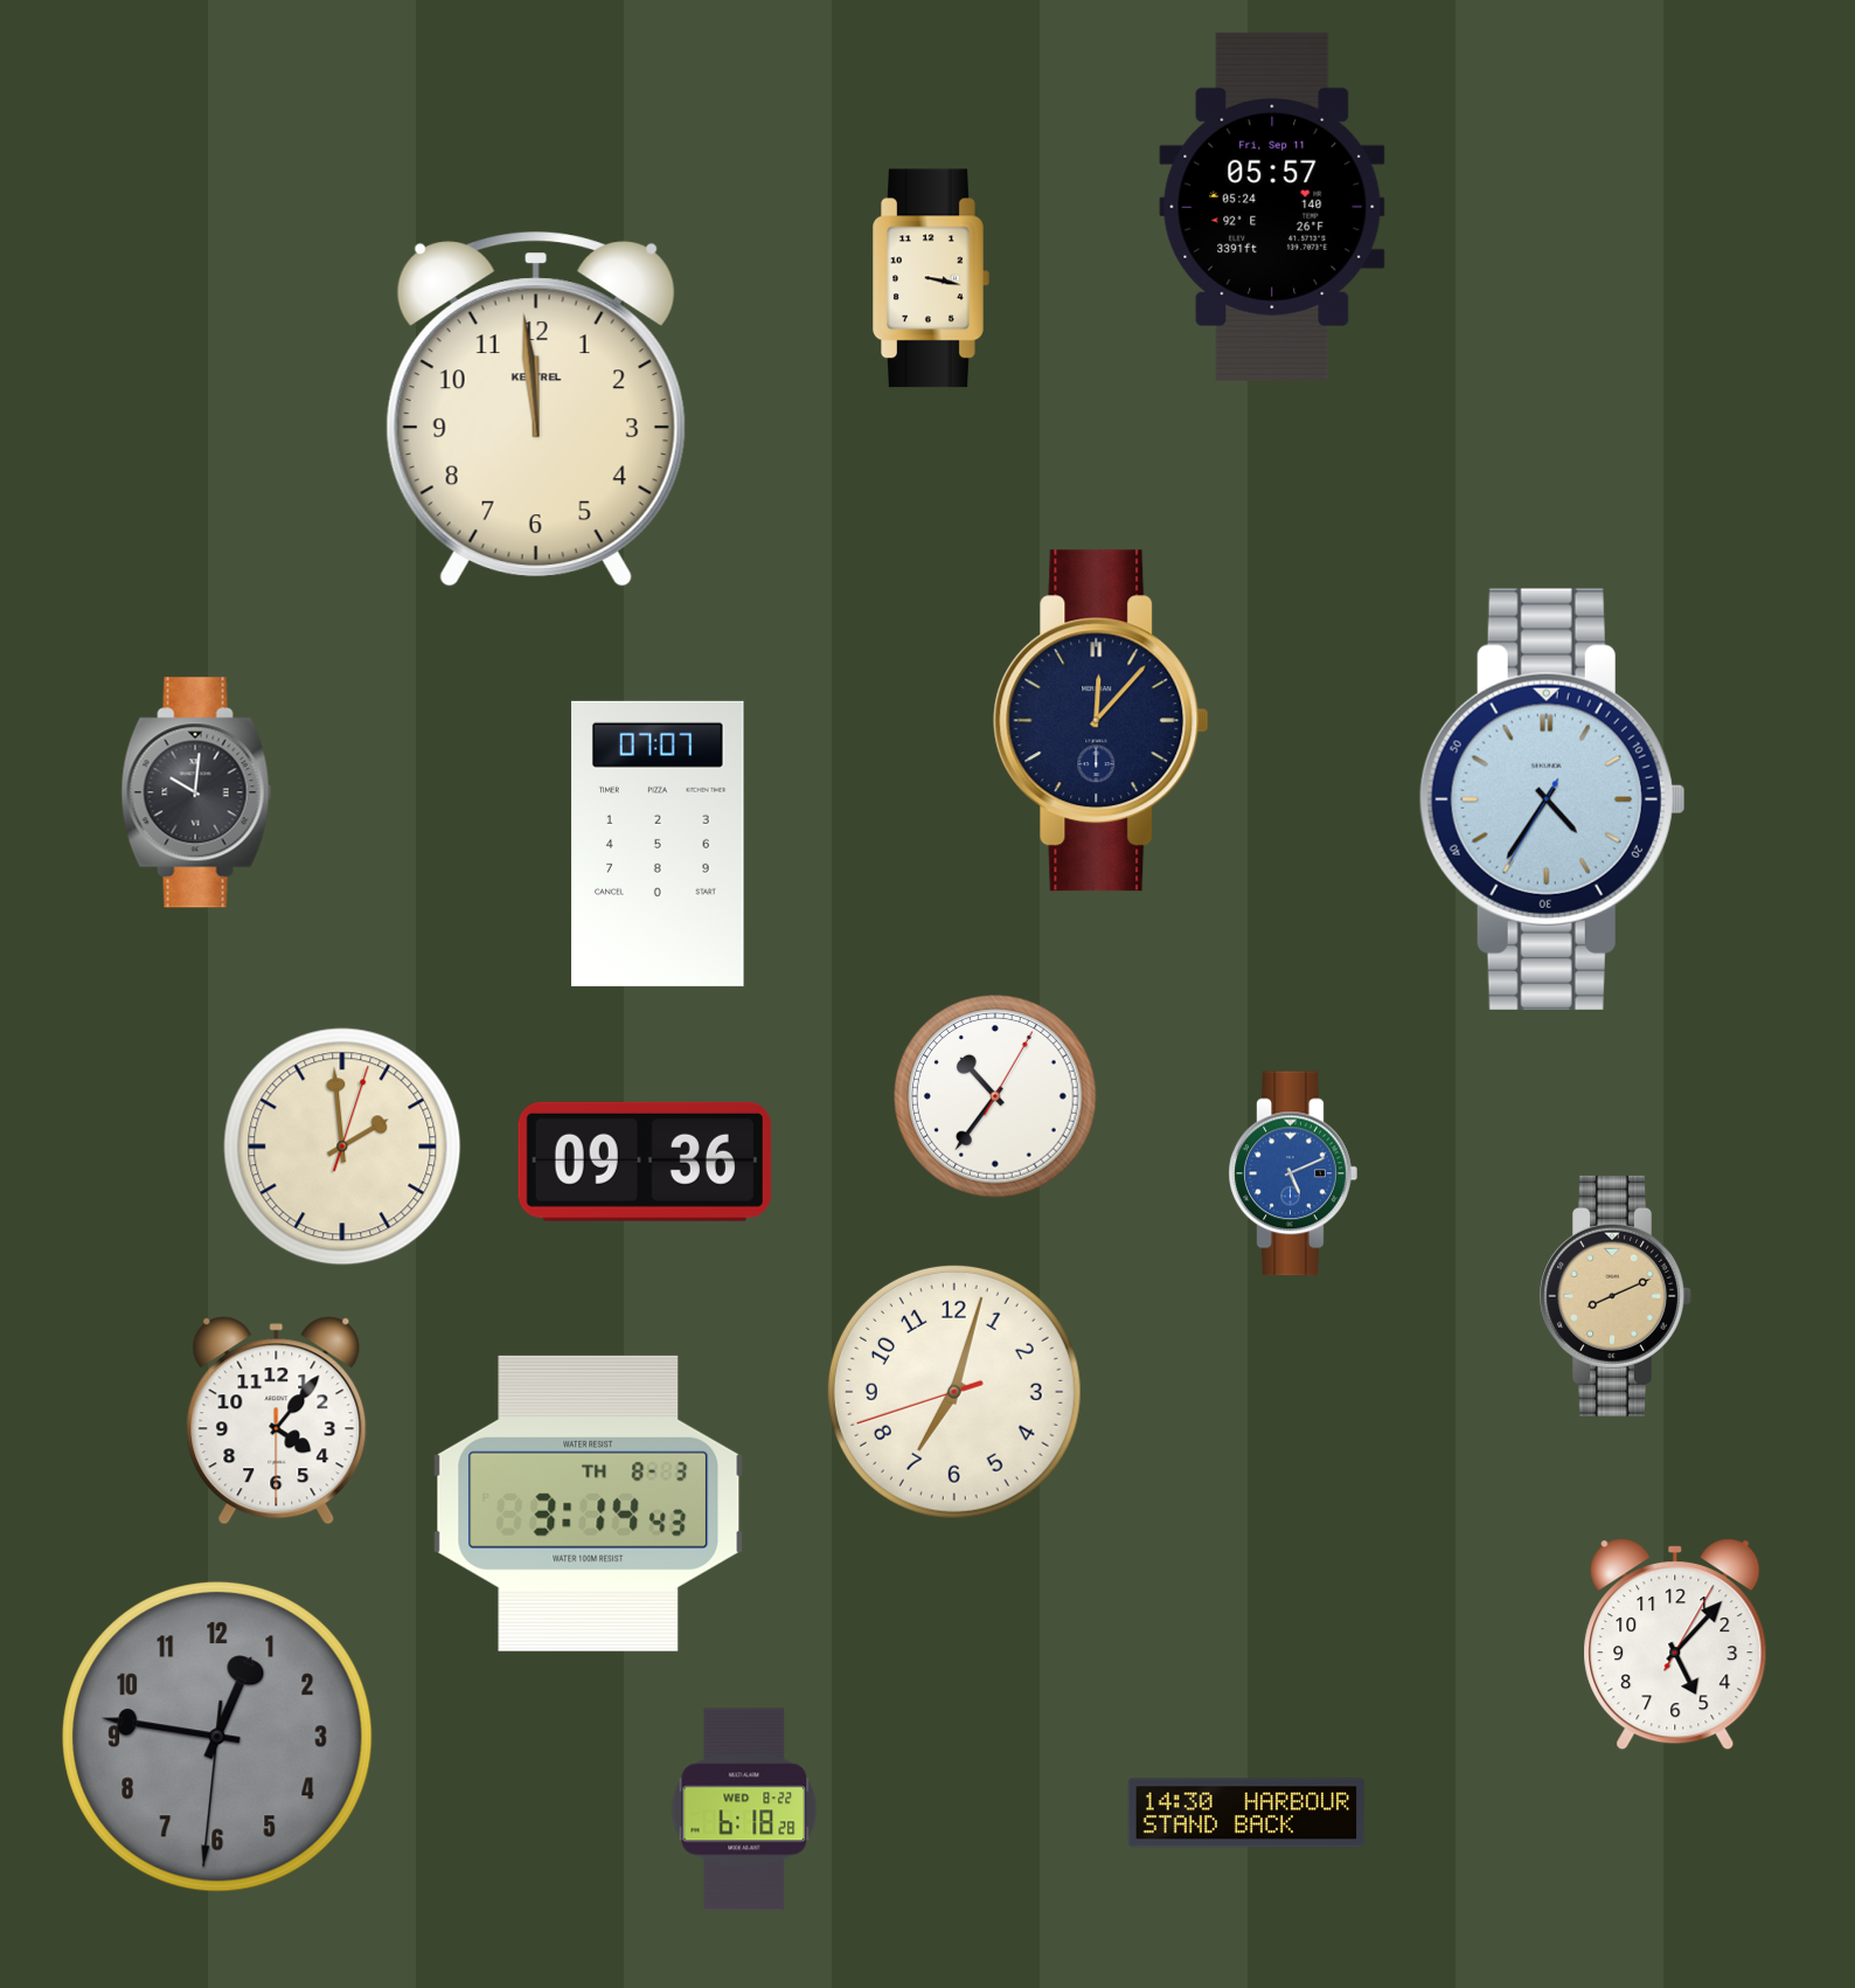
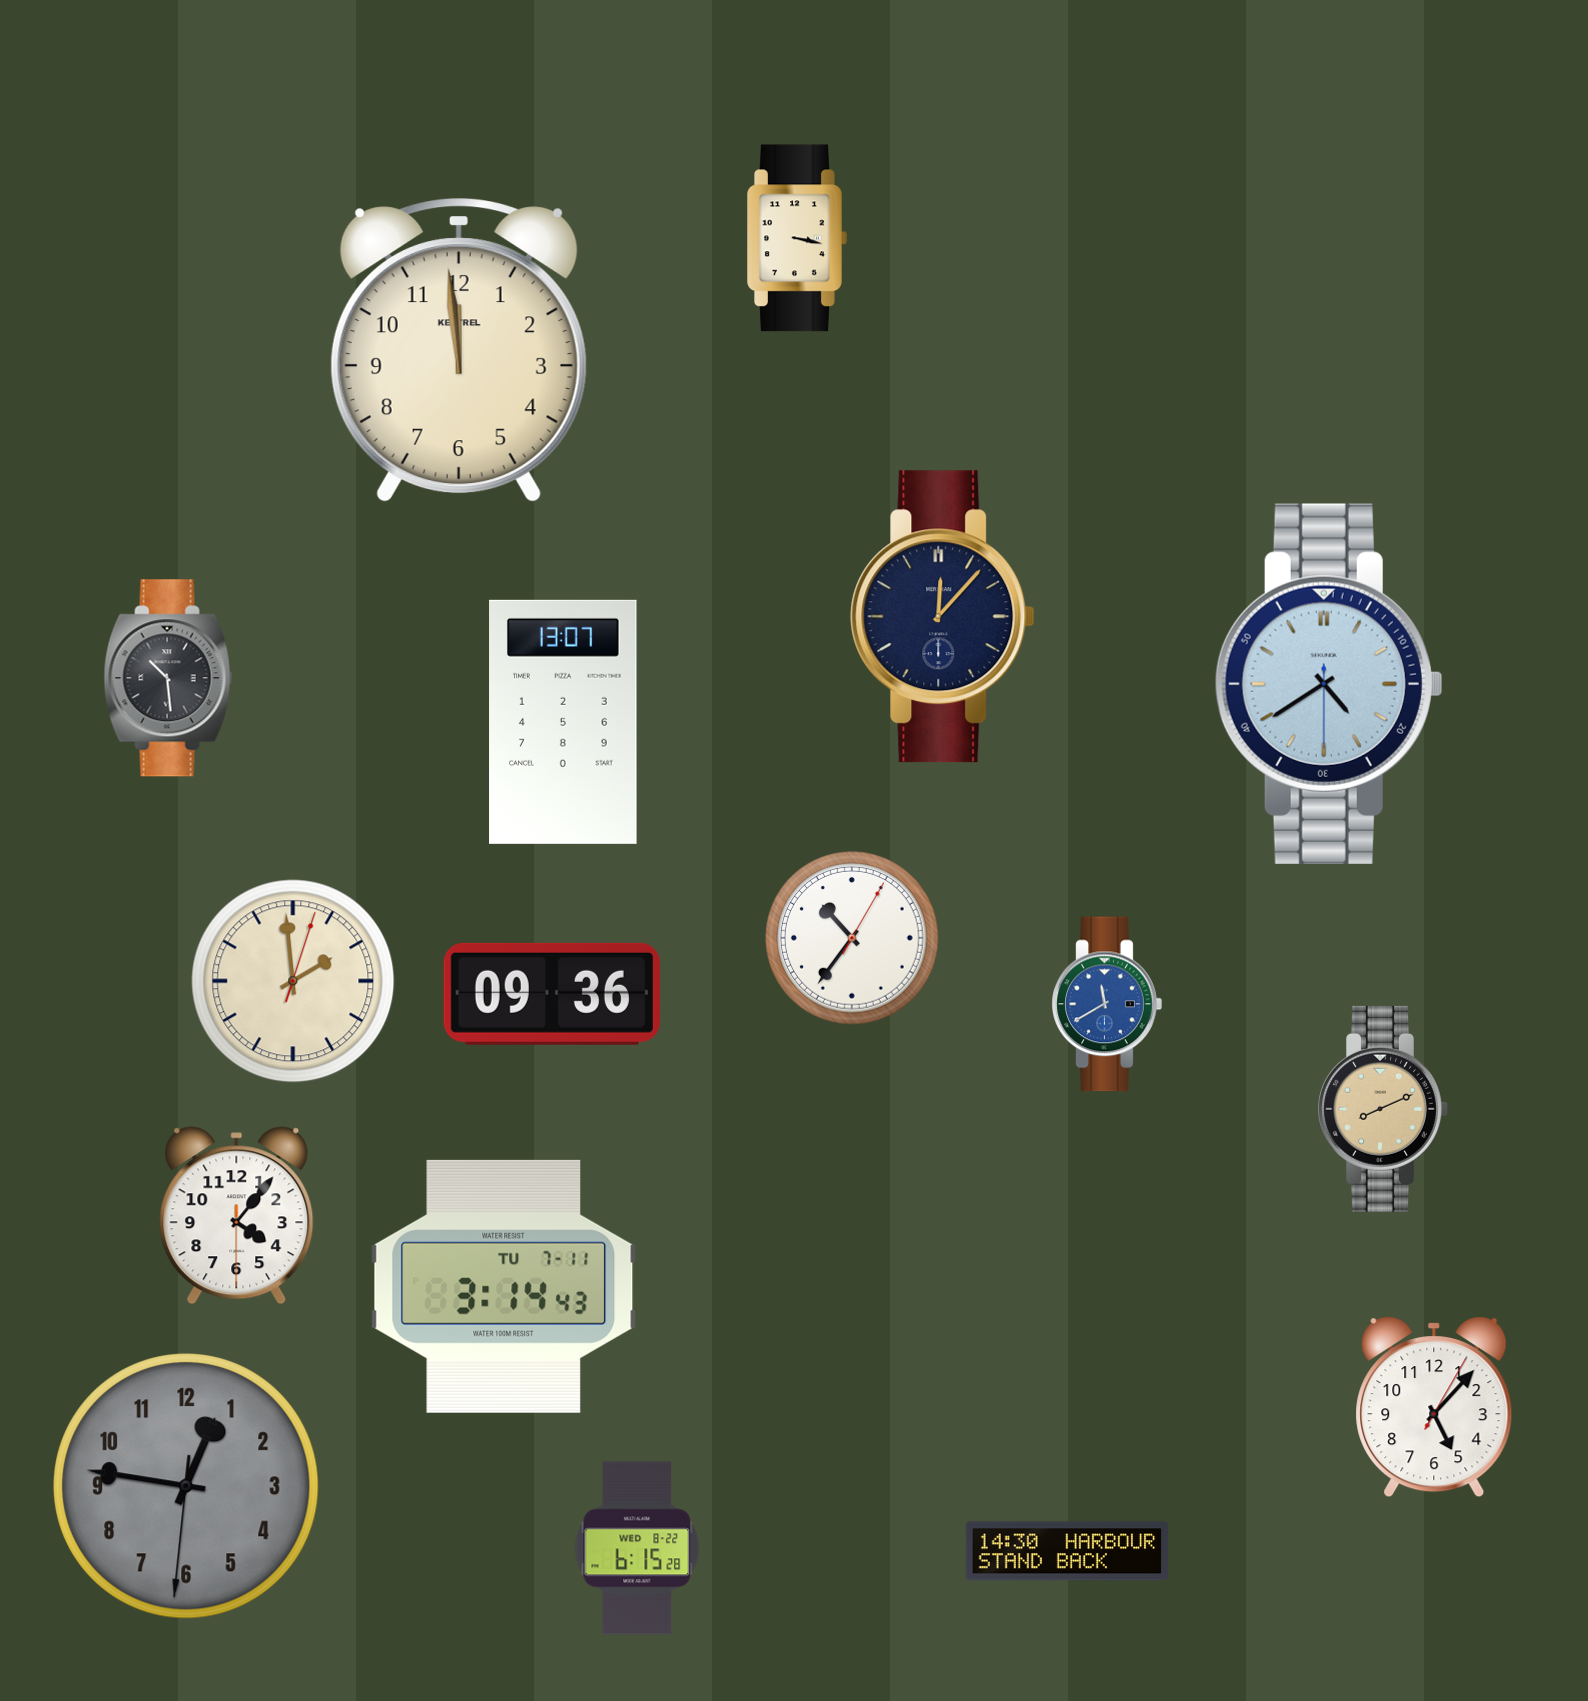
clock at (1272, 207): 05:57 -> none
clock at (196, 792): 10:01 -> 10:29
clock at (1552, 799): 4:35 -> 4:39
clock at (658, 844): 07:07 -> 13:07
clock at (1293, 1173): 5:11 -> 11:40
clock at (954, 1392): 7:02 -> none
clock at (589, 1503) date: TH 8-3 -> TU 7-11
clock at (744, 1809): 6:18 -> 6:15
